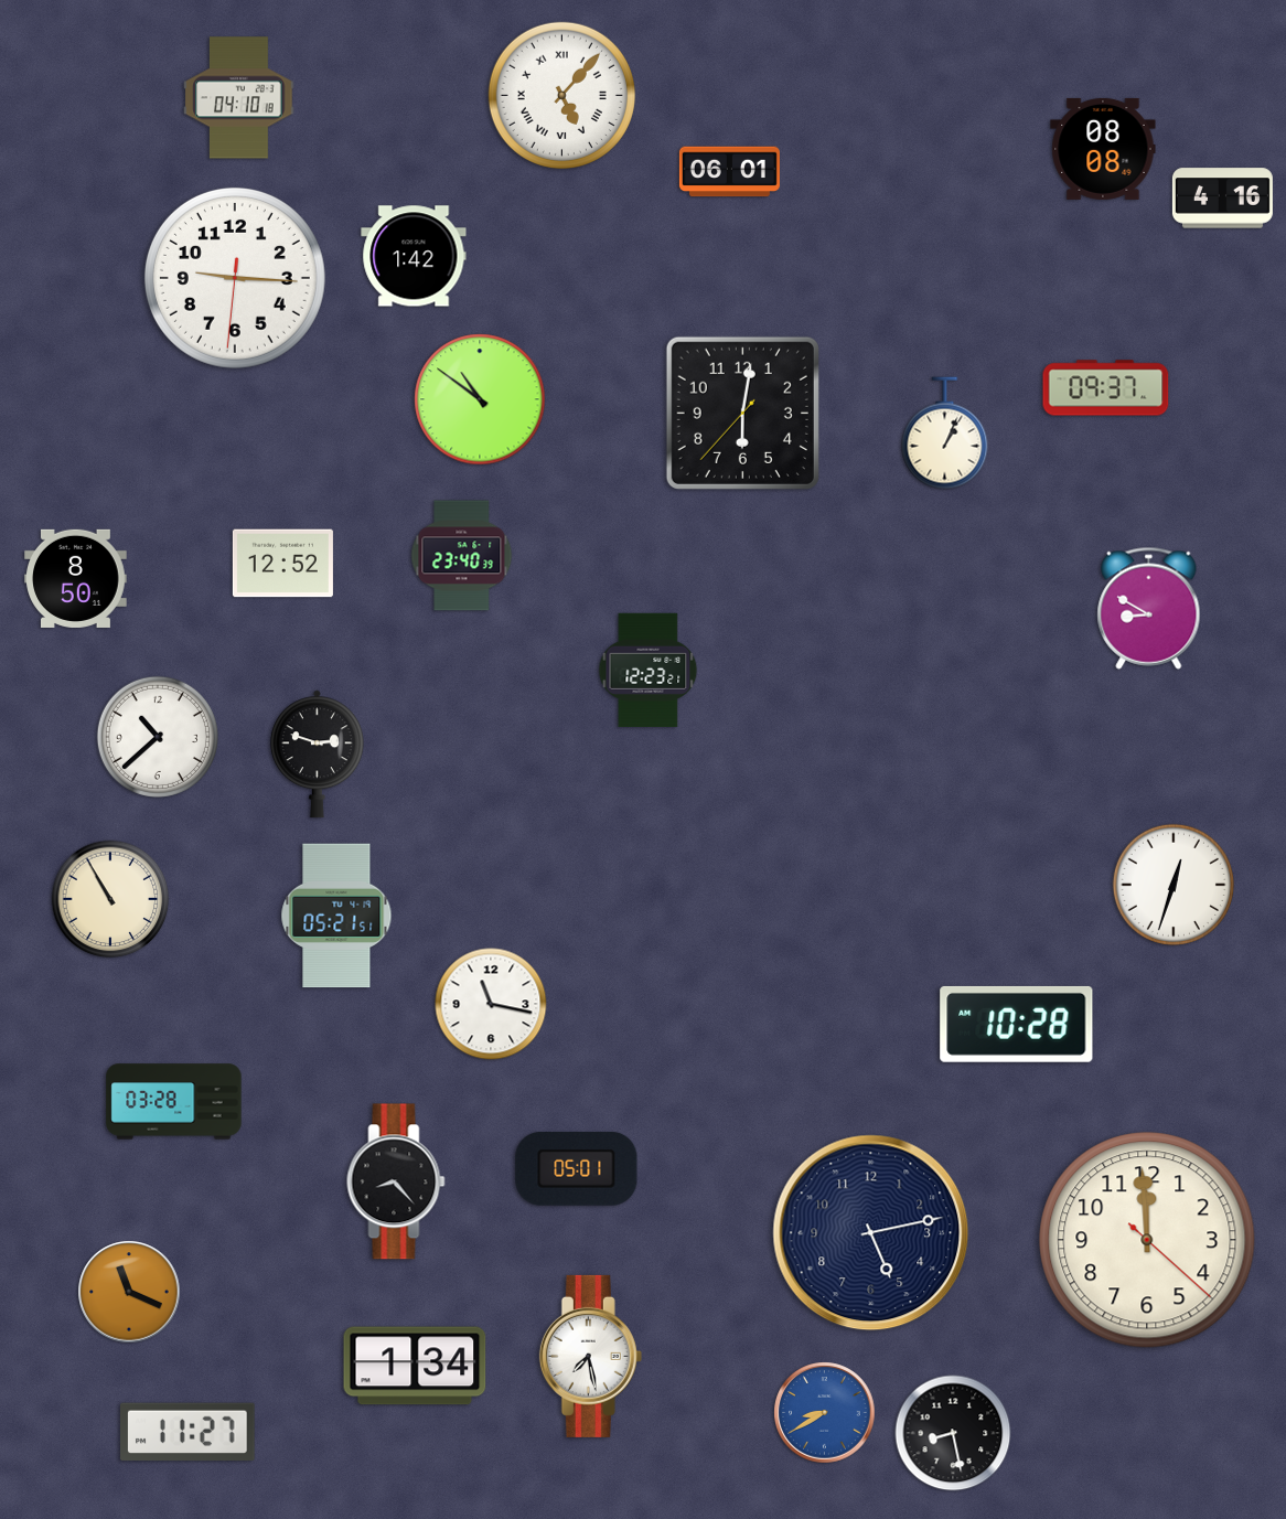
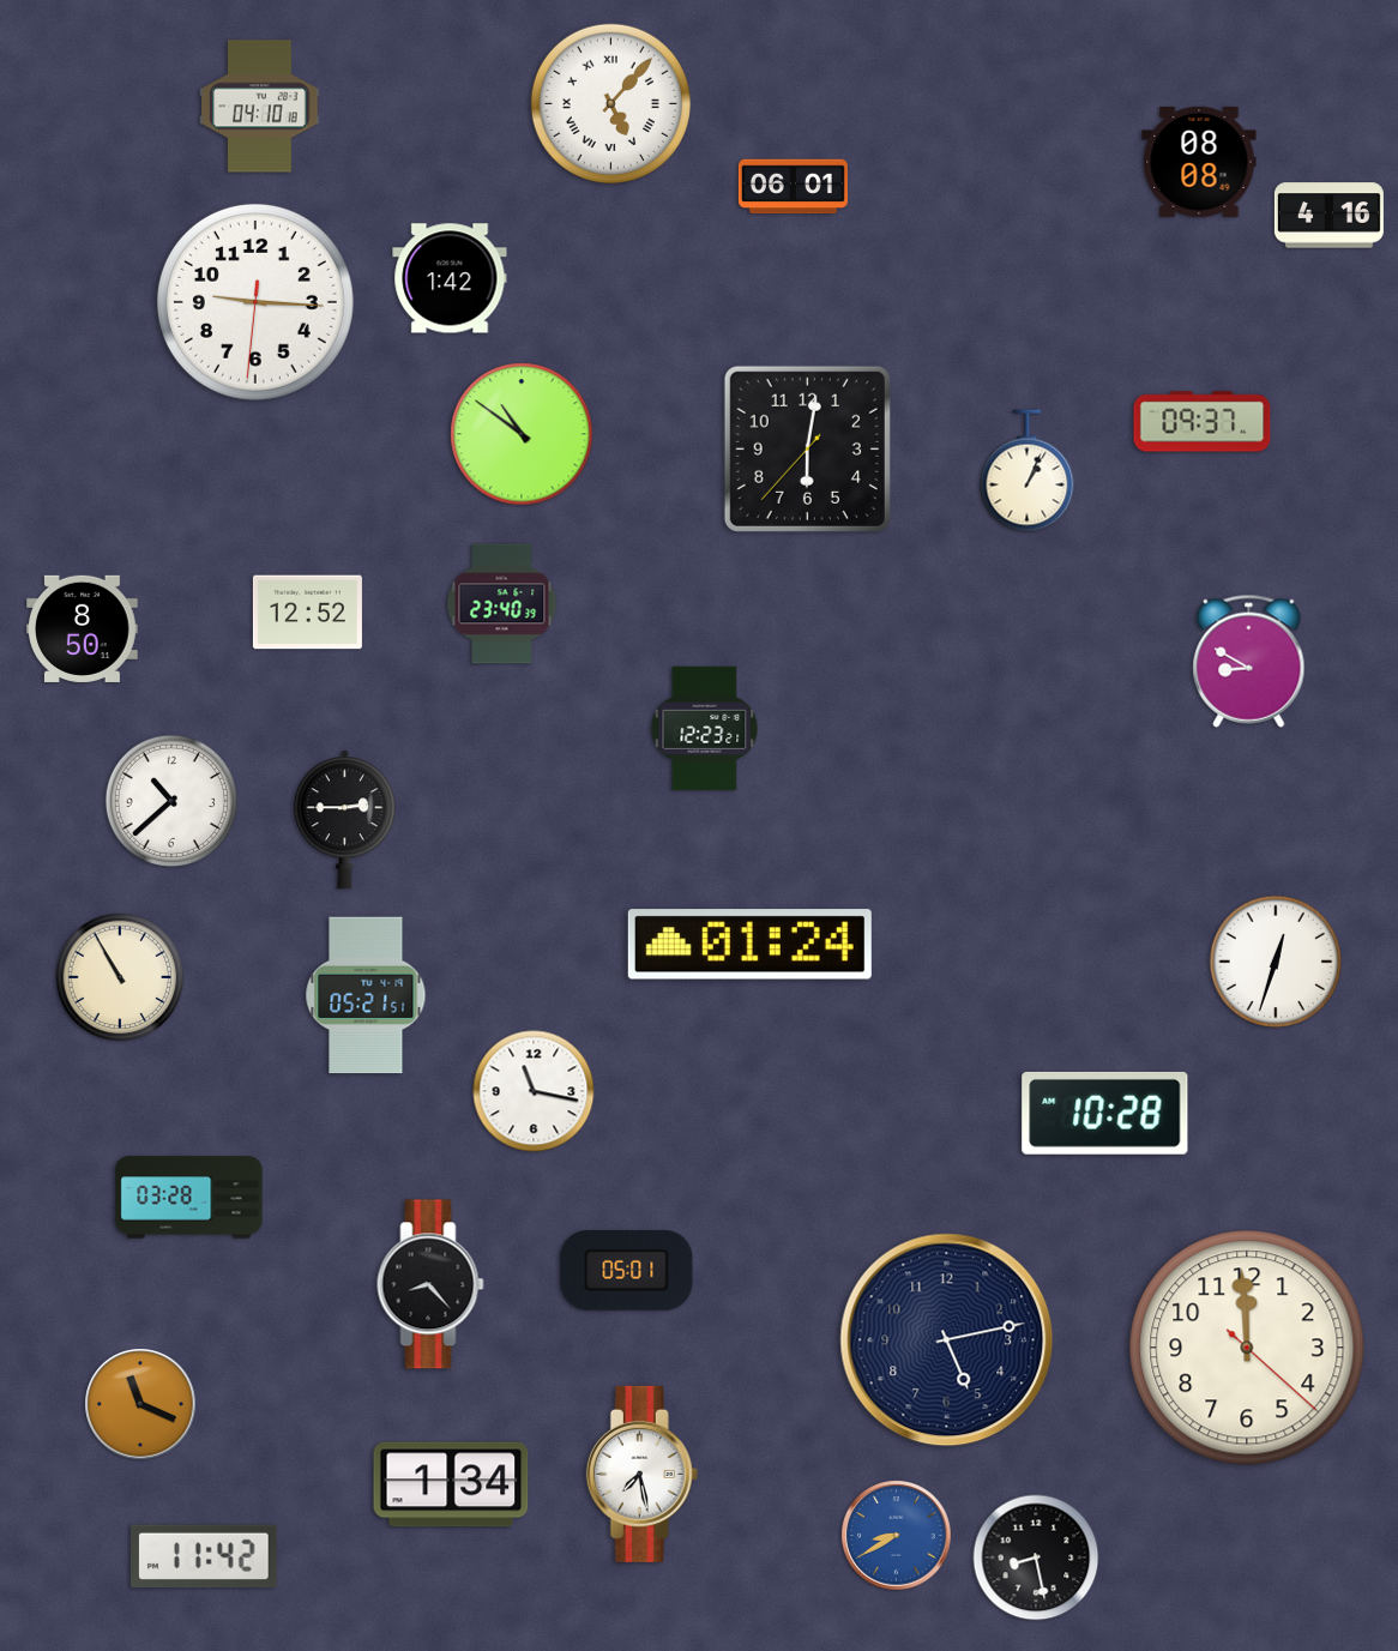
clock at (317, 755): 2:48 -> 2:45
clock at (749, 945): none -> 01:24
clock at (187, 1432): 11:27 -> 11:42
